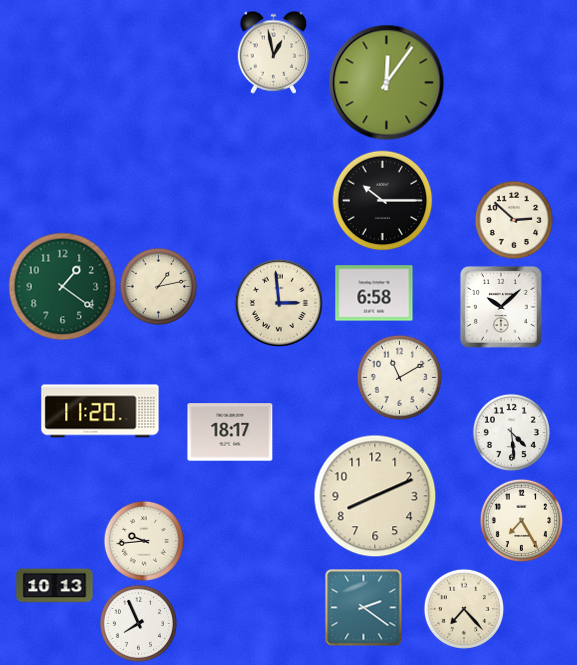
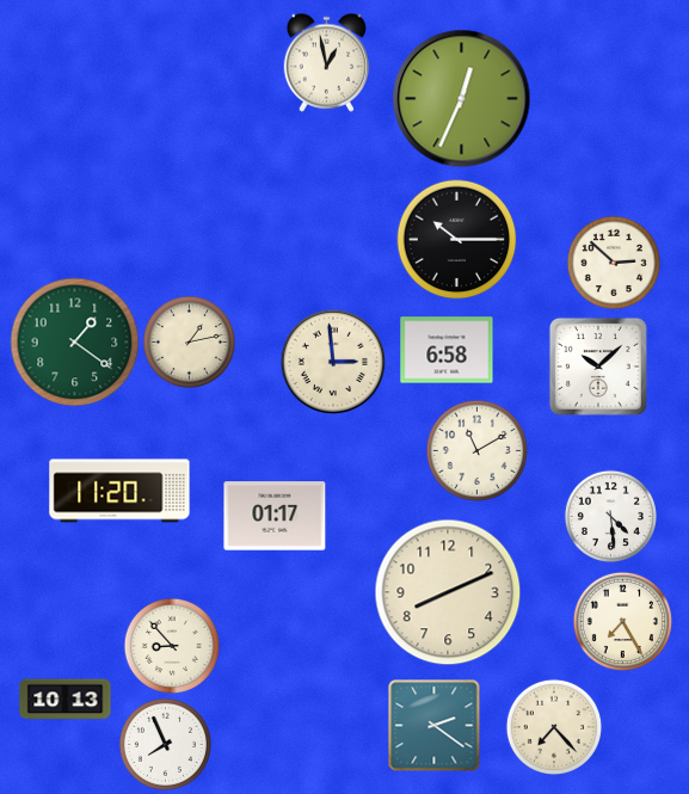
clock at (387, 83): 12:06 -> 12:34
clock at (230, 432): 18:17 -> 01:17
clock at (144, 541): 9:44 -> 8:53
